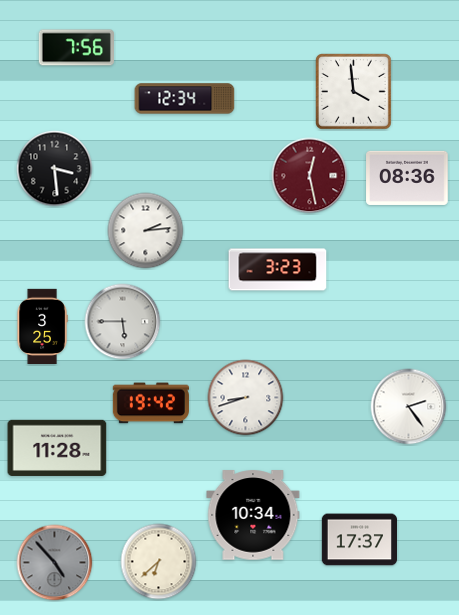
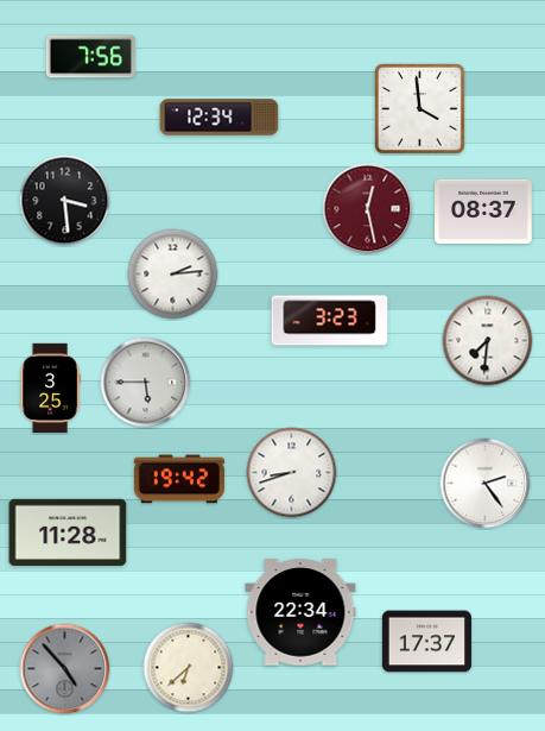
clock at (407, 178): 08:36 -> 08:37
clock at (488, 341): none -> 7:31
clock at (253, 515): 10:34 -> 22:34
